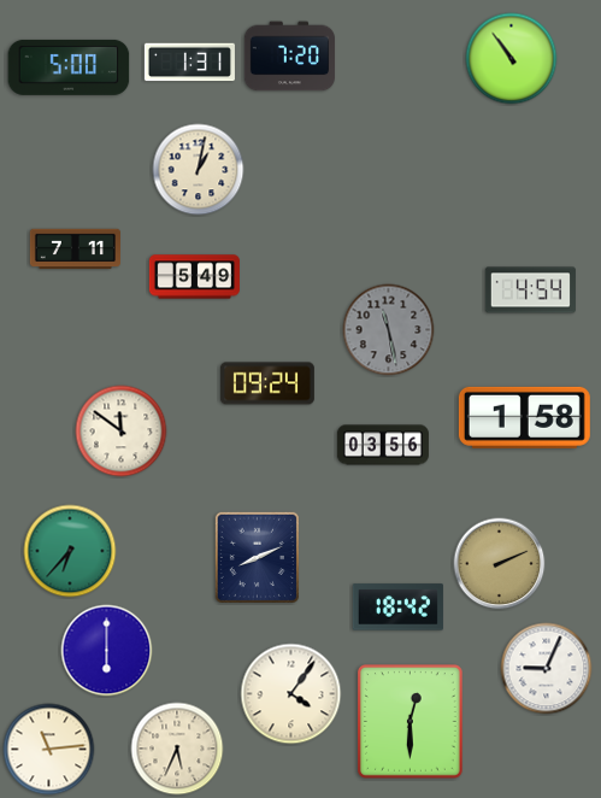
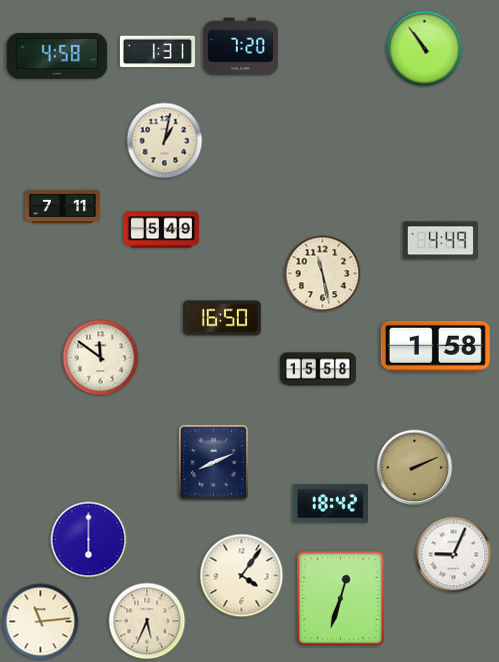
clock at (69, 68): 5:00 -> 4:58
clock at (530, 291): 4:54 -> 4:49
clock at (389, 330) dial: grey -> cream
clock at (267, 383): 09:24 -> 16:50
clock at (383, 445): 03:56 -> 15:58
clock at (70, 551): 6:37 -> none
clock at (411, 722): 12:30 -> 12:33
